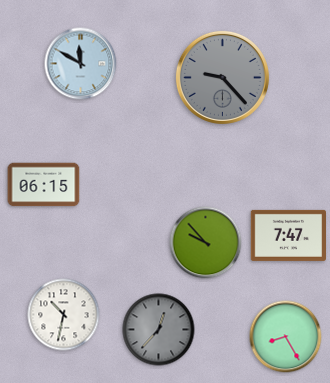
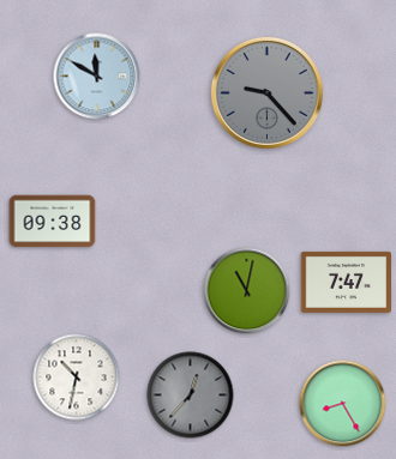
clock at (44, 185): 06:15 -> 09:38
clock at (206, 243): 9:53 -> 11:02
